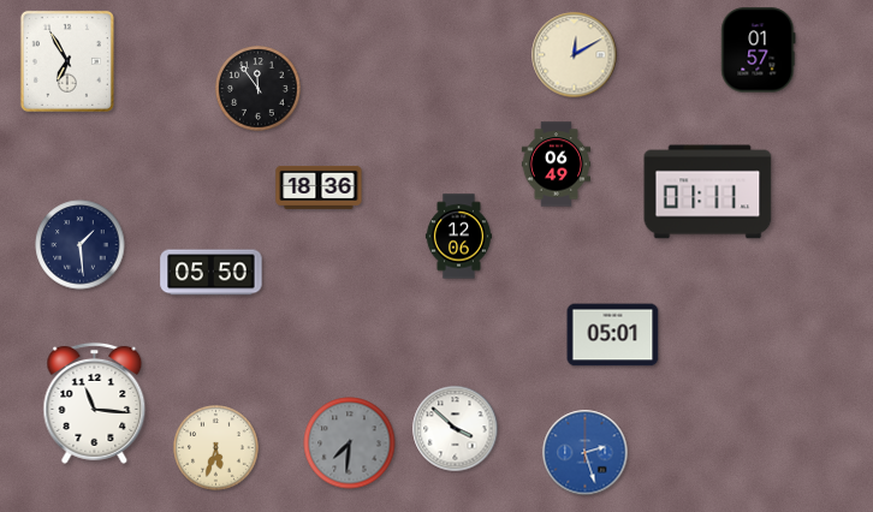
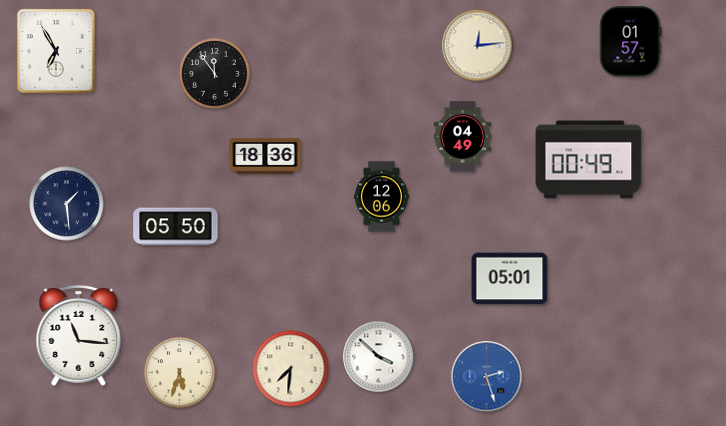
clock at (575, 55): 12:10 -> 12:14
clock at (556, 165): 06:49 -> 04:49
clock at (708, 192): 01:11 -> 00:49
clock at (350, 443) dial: grey -> cream
